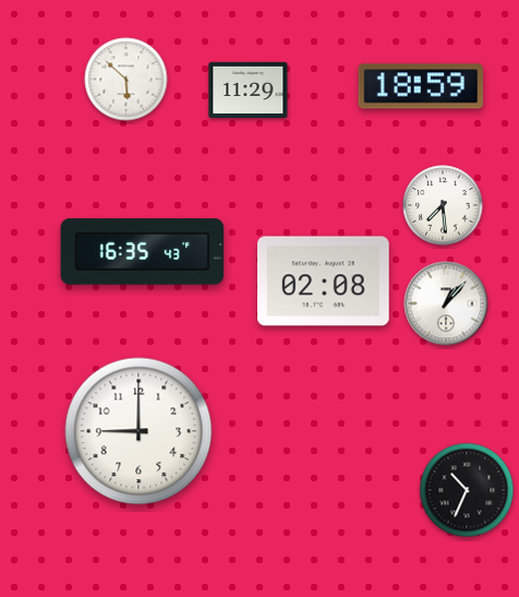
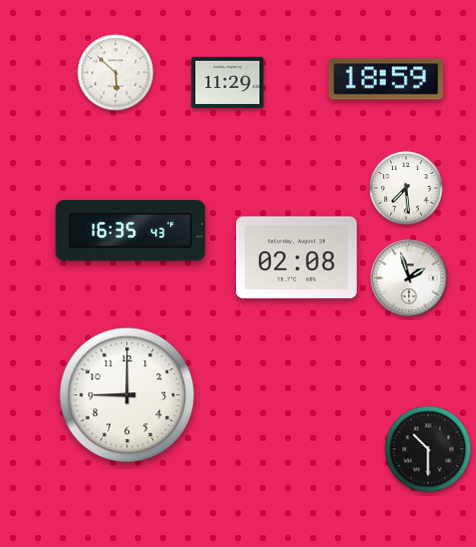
clock at (446, 303): 1:07 -> 1:57
clock at (467, 490): 10:34 -> 10:30
